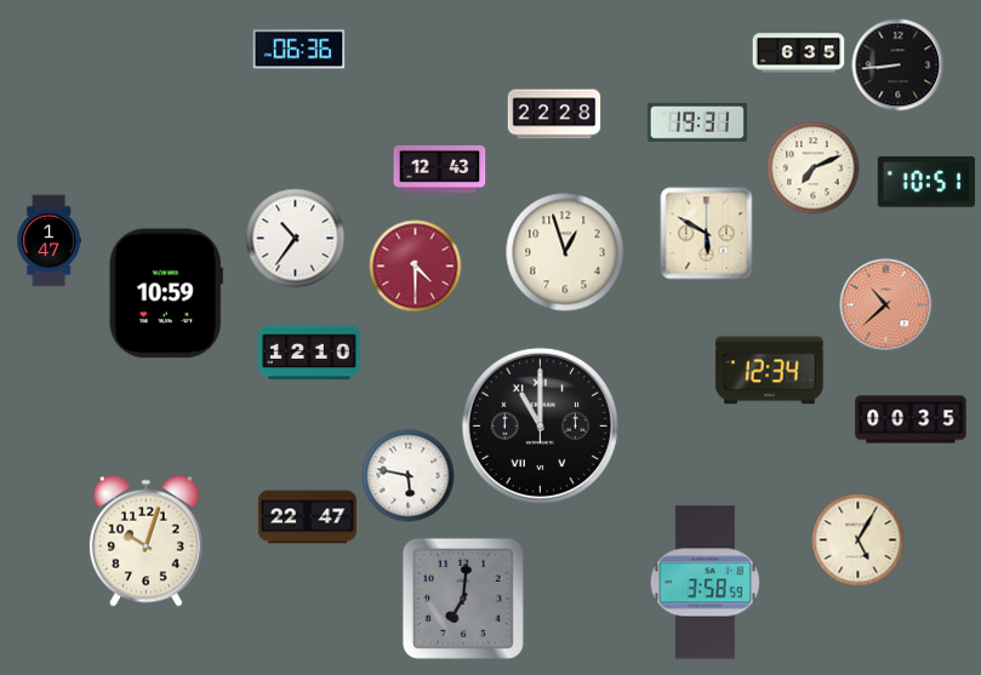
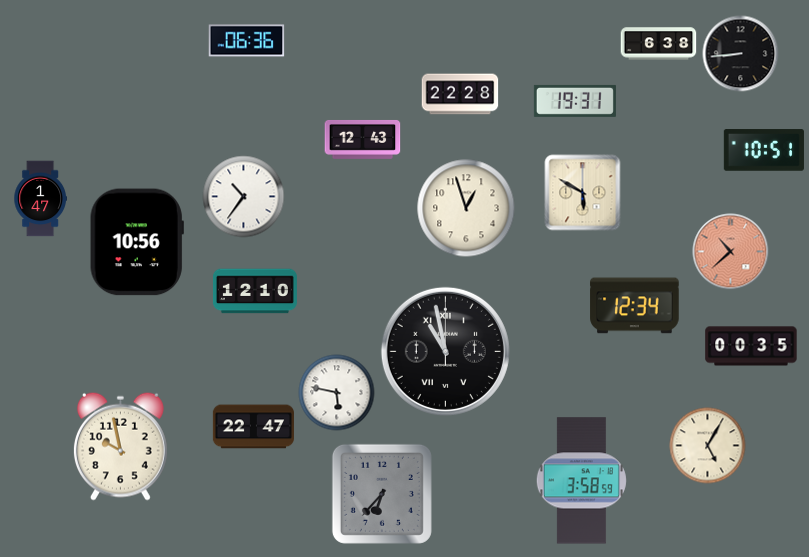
clock at (799, 53): 6:35 -> 6:38
clock at (554, 114) position: (554, 114) -> (460, 94)
clock at (814, 168): 7:11 -> none
clock at (416, 267): 4:30 -> none
clock at (166, 293): 10:59 -> 10:56
clock at (540, 425): 11:00 -> 10:58
clock at (146, 540): 10:03 -> 9:58
clock at (463, 599): 7:01 -> 6:37
